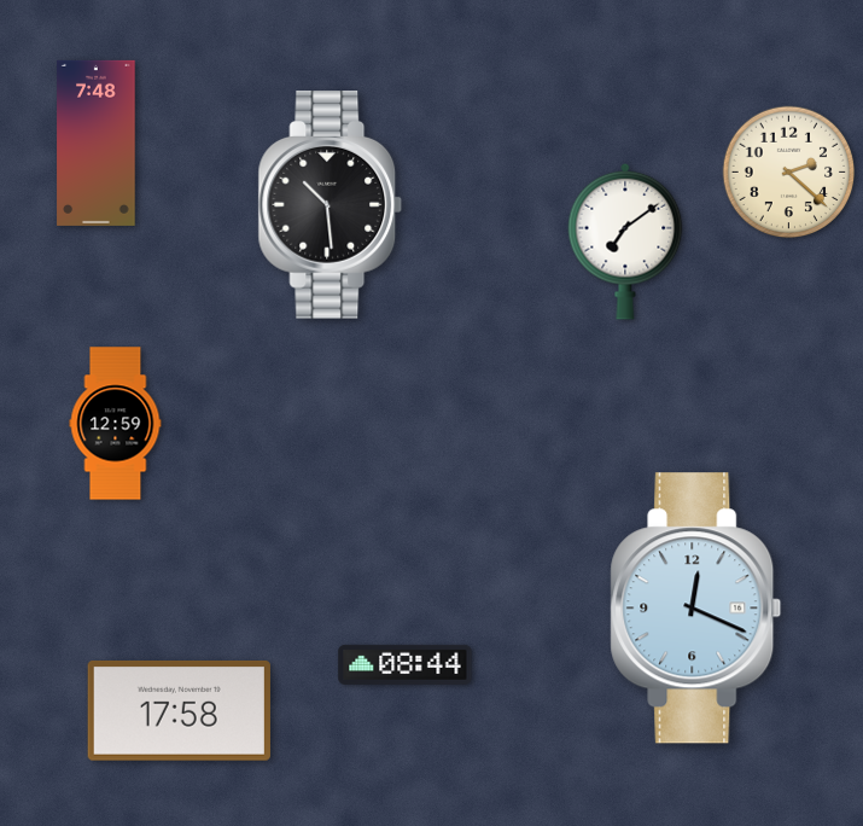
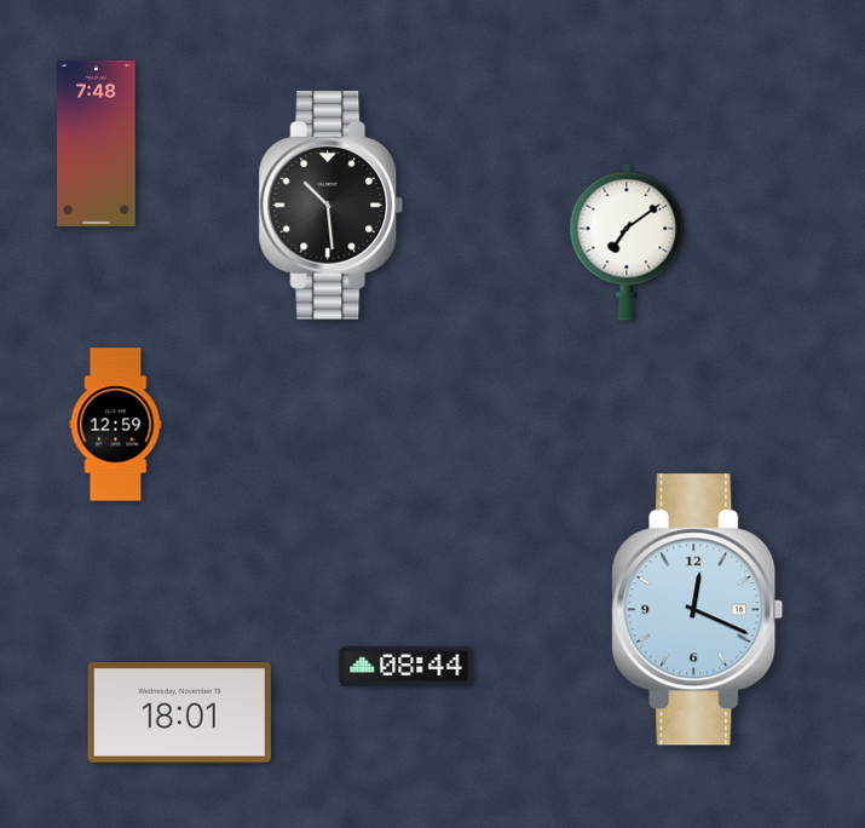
clock at (789, 173): 2:22 -> none
clock at (179, 710): 17:58 -> 18:01
